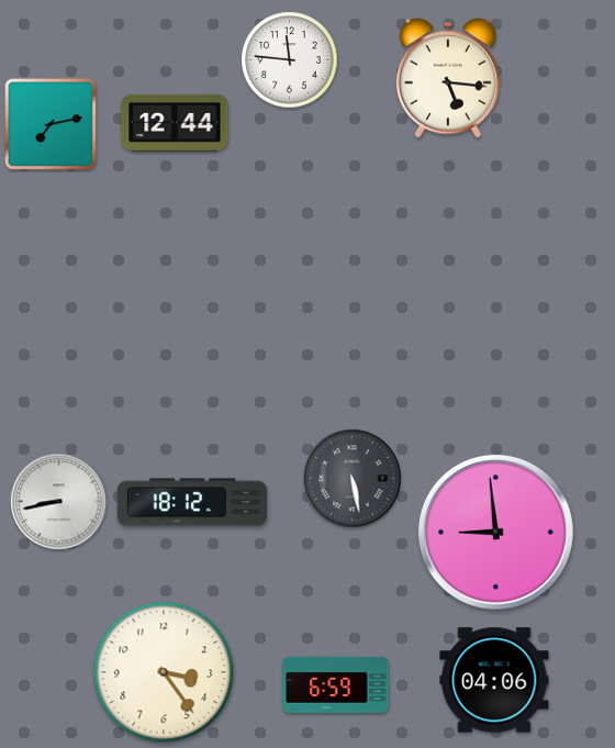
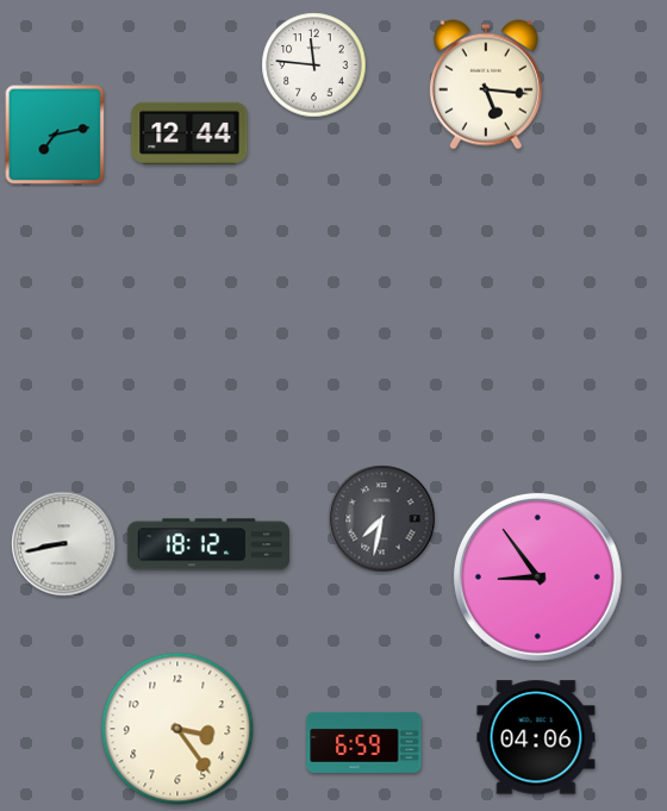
clock at (353, 479): 5:28 -> 7:32
clock at (495, 532): 8:59 -> 8:54
